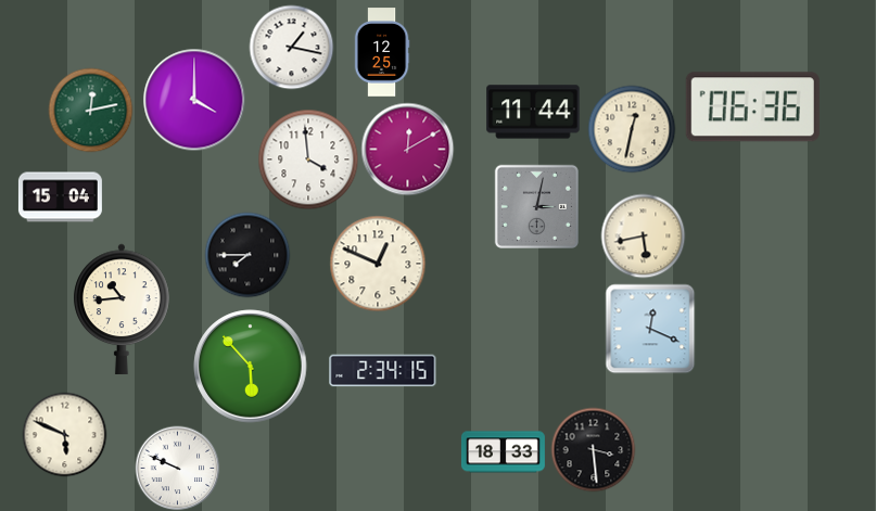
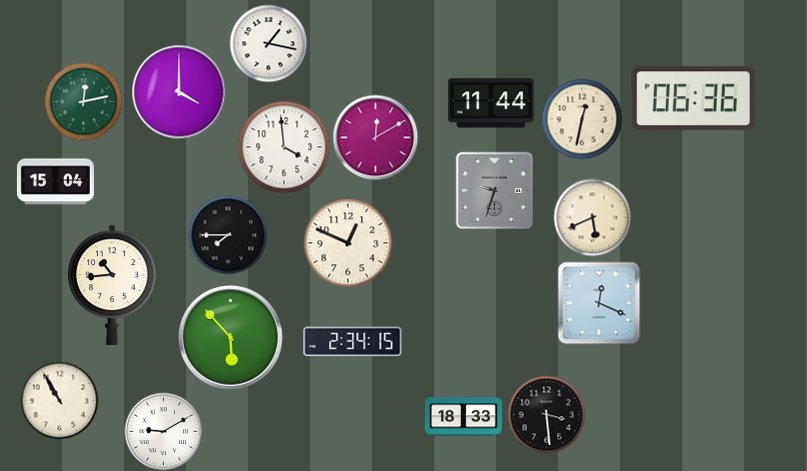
clock at (382, 52): 12:25 -> none
clock at (536, 206): 3:02 -> 9:33
clock at (643, 235): 5:43 -> 5:41
clock at (64, 434): 5:49 -> 10:55
clock at (177, 468): 9:49 -> 9:10
